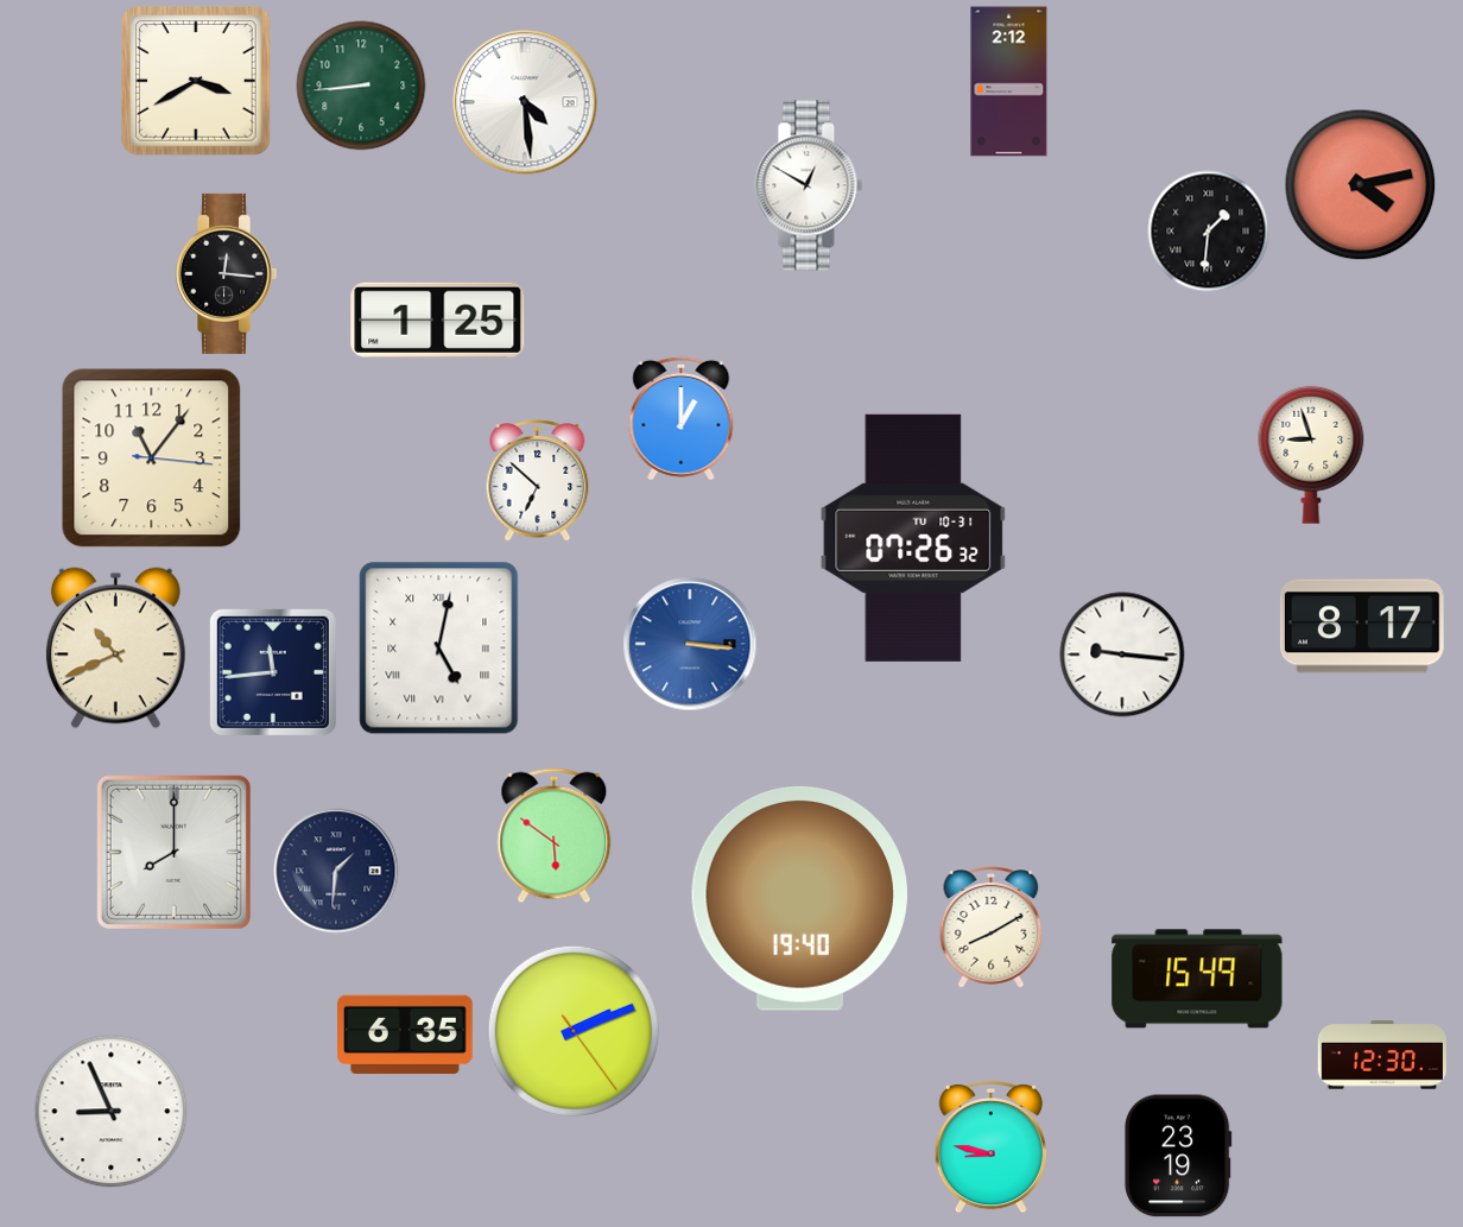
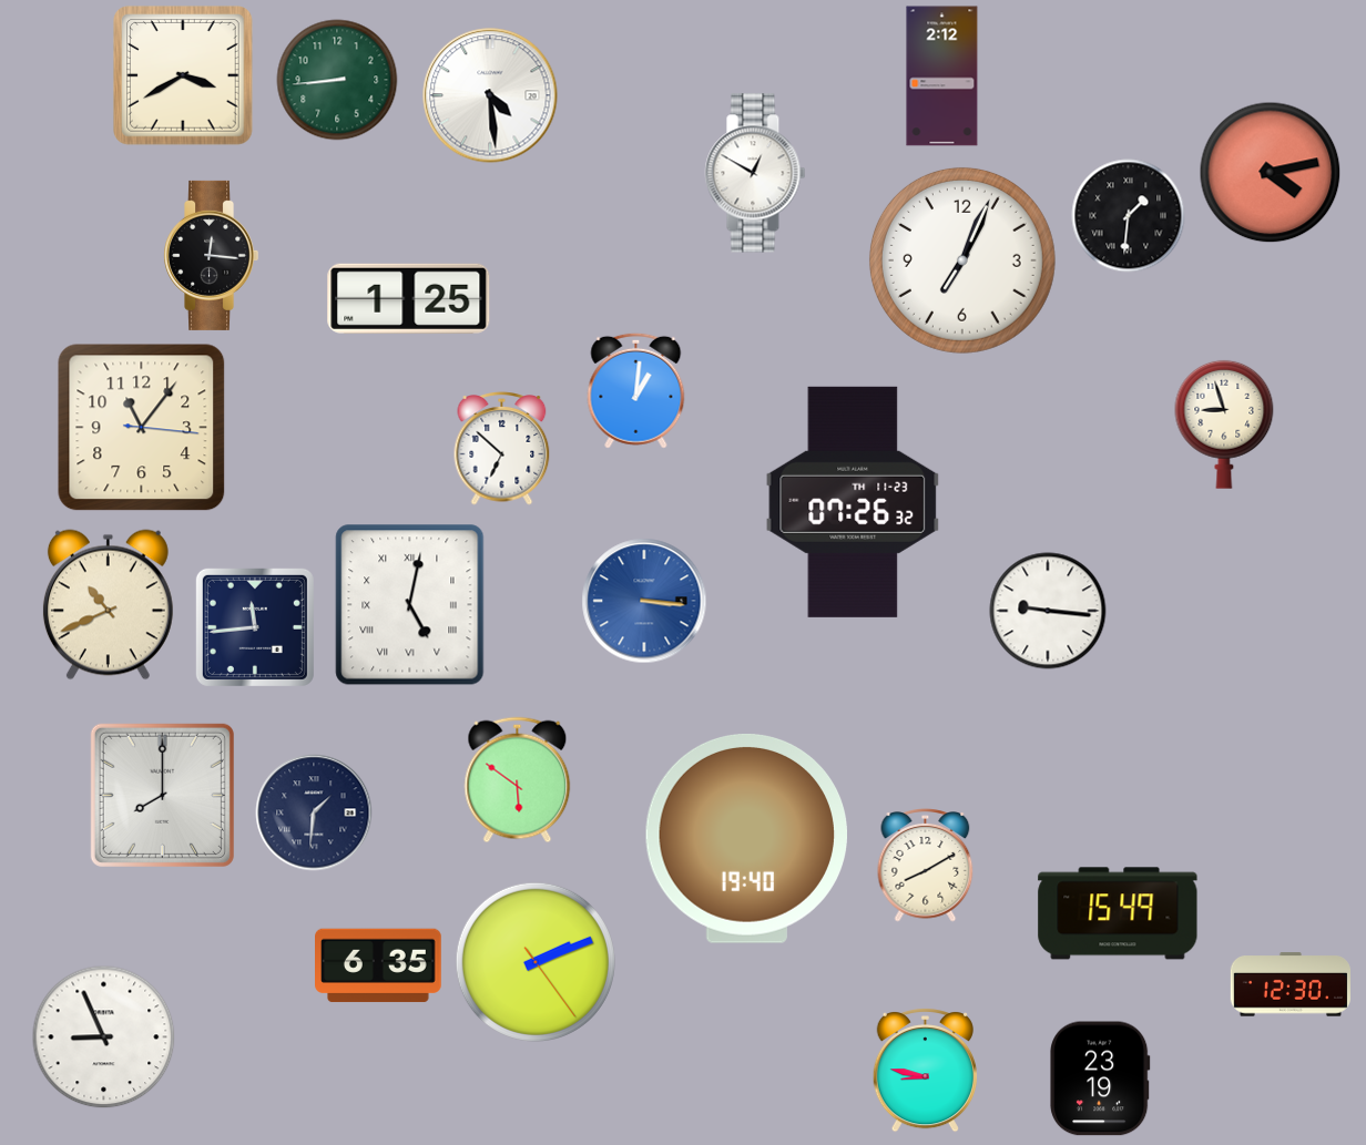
clock at (962, 260): none -> 7:04
clock at (682, 418): 1:00 -> 1:01
clock at (913, 538) date: TU 10-31 -> TH 11-23
clock at (1362, 626): 8:17 -> none
